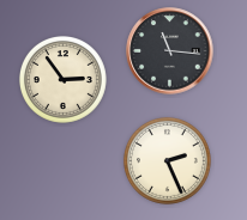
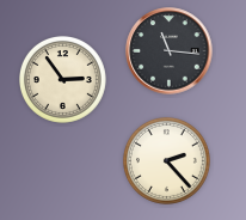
clock at (167, 160): 2:26 -> 2:23
